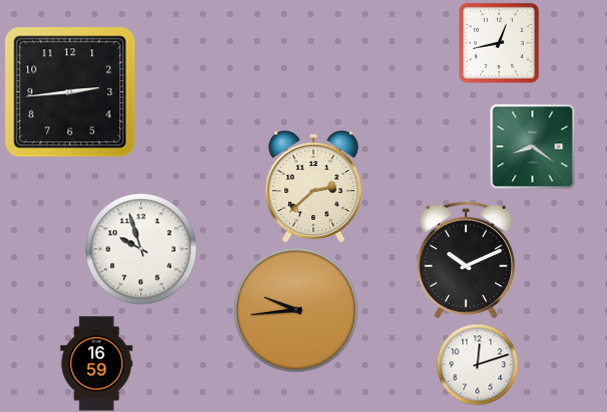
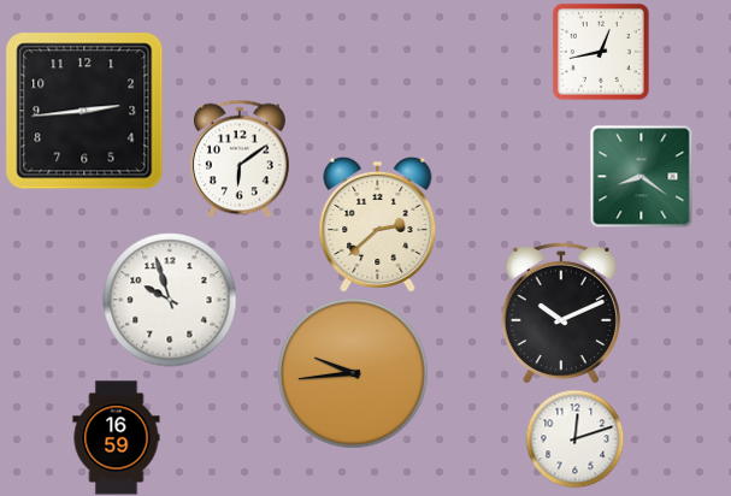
clock at (240, 159): none -> 6:09
clock at (296, 310) position: (296, 310) -> (353, 373)
